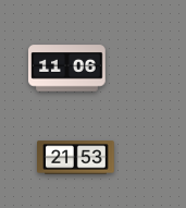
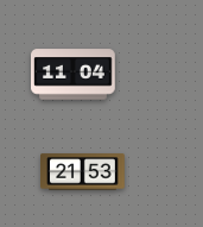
clock at (67, 69): 11:06 -> 11:04
